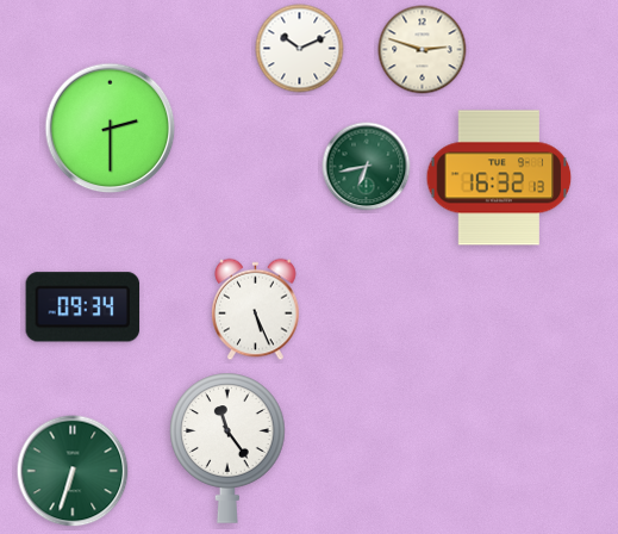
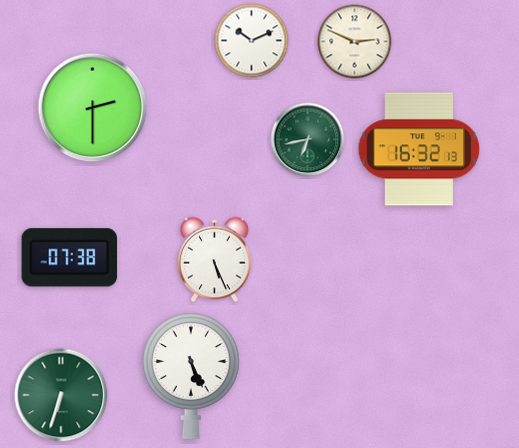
clock at (423, 50): 2:48 -> 2:49
clock at (83, 308): 09:34 -> 07:38
clock at (227, 448): 11:24 -> 5:26
